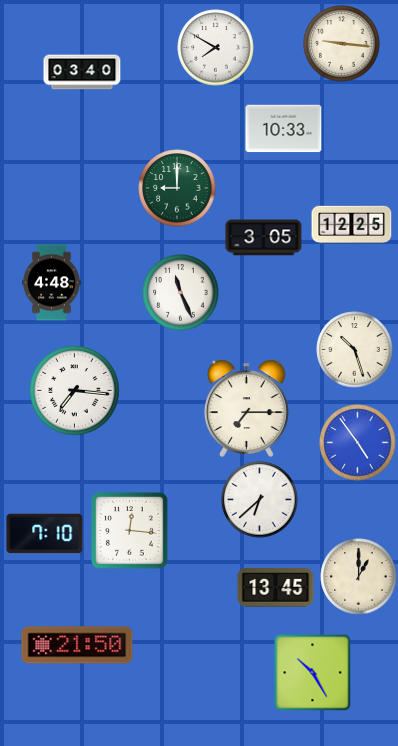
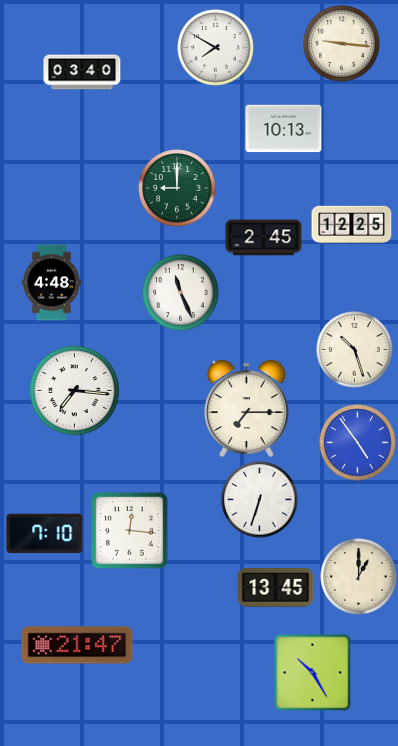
clock at (284, 129): 10:33 -> 10:13
clock at (264, 238): 3:05 -> 2:45
clock at (260, 500): 6:38 -> 6:33
clock at (77, 645): 21:50 -> 21:47
